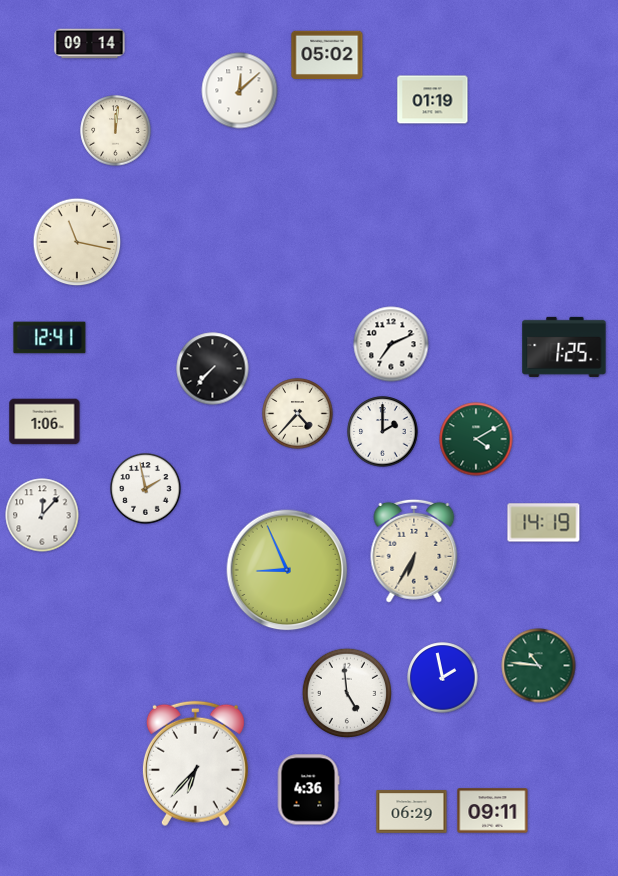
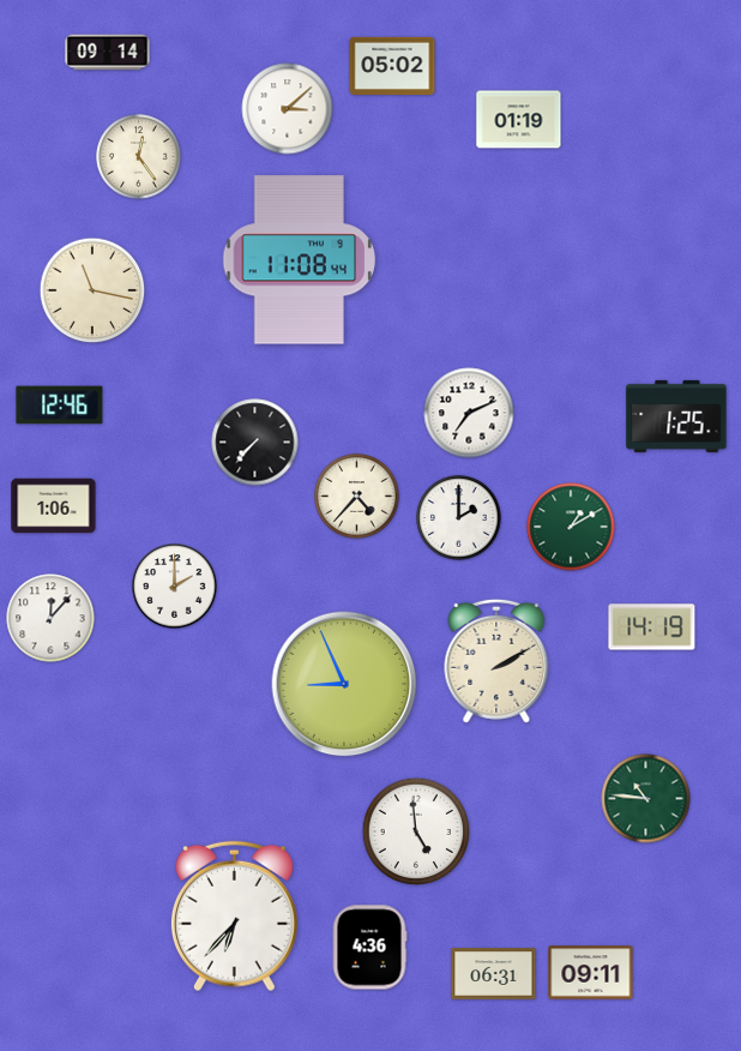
clock at (240, 91): 12:08 -> 3:08
clock at (116, 131): 12:01 -> 12:24
clock at (300, 260): none -> 11:08
clock at (50, 338): 12:41 -> 12:46
clock at (476, 439): 4:10 -> 1:10
clock at (146, 489): 1:58 -> 2:00
clock at (414, 551): 6:35 -> 2:10
clock at (443, 678): 1:58 -> none
clock at (412, 812): 06:29 -> 06:31
